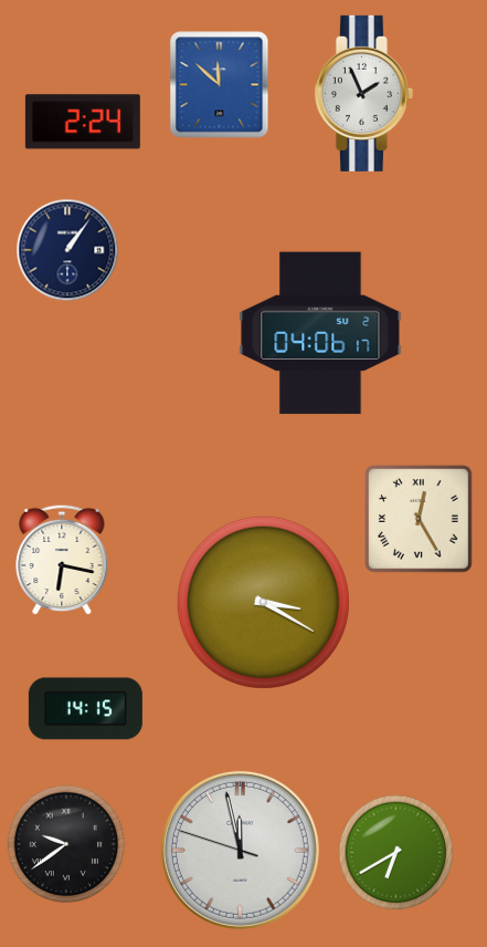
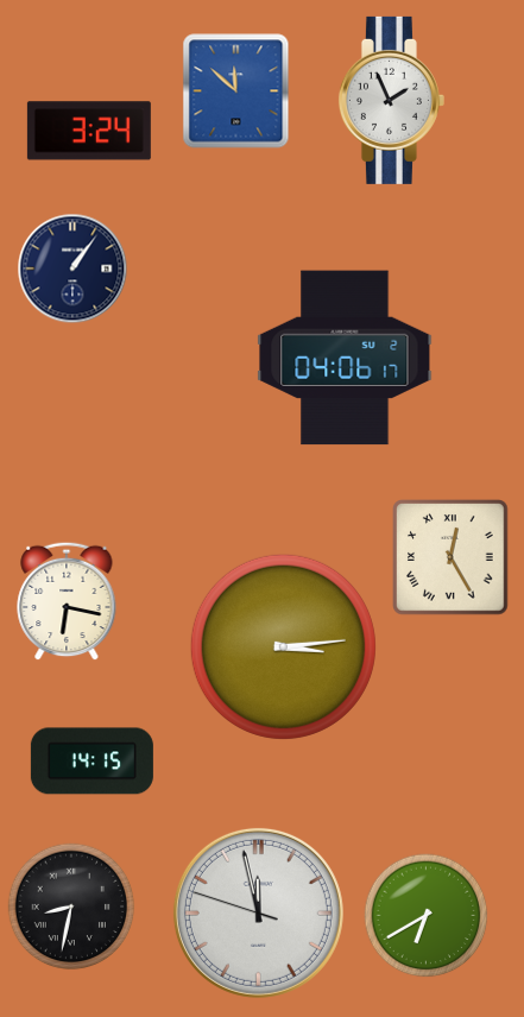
clock at (83, 122): 2:24 -> 3:24
clock at (263, 602): 3:20 -> 3:14
clock at (66, 844): 9:39 -> 8:32
